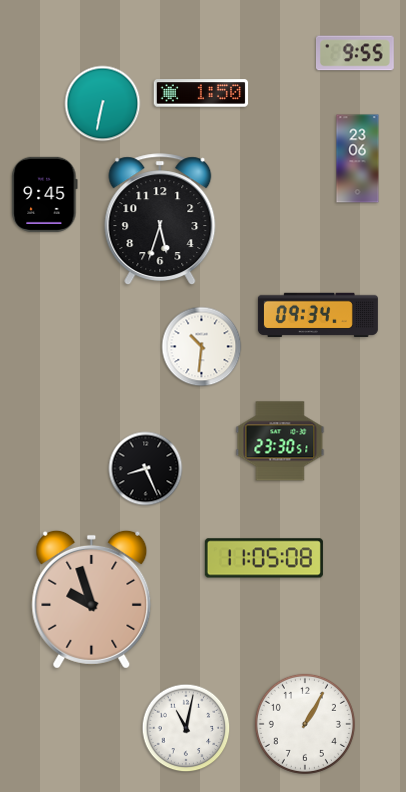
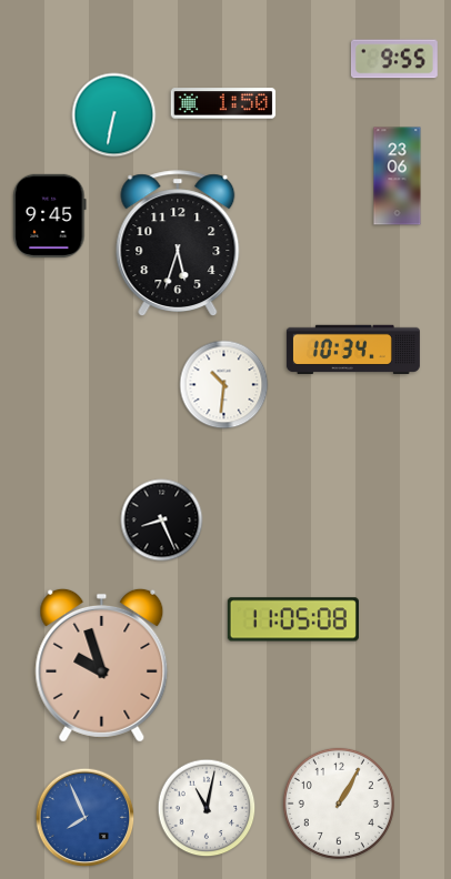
clock at (318, 314): 09:34 -> 10:34
clock at (280, 441): 23:30 -> none
clock at (86, 818): none -> 7:56
